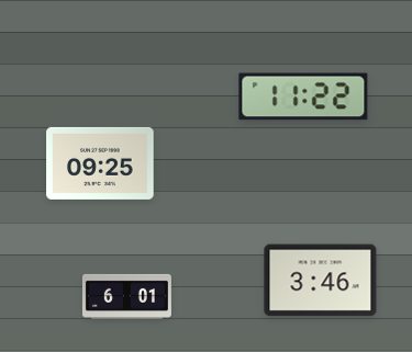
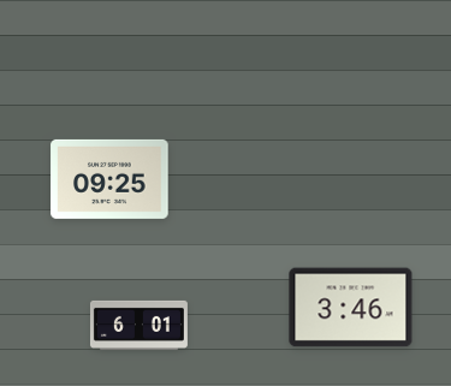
clock at (303, 96): 11:22 -> none
